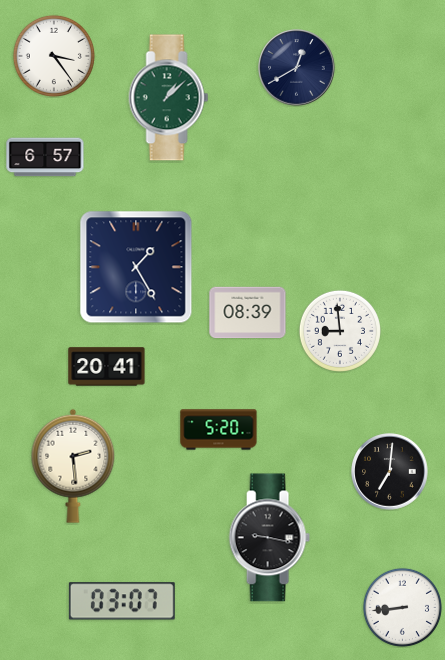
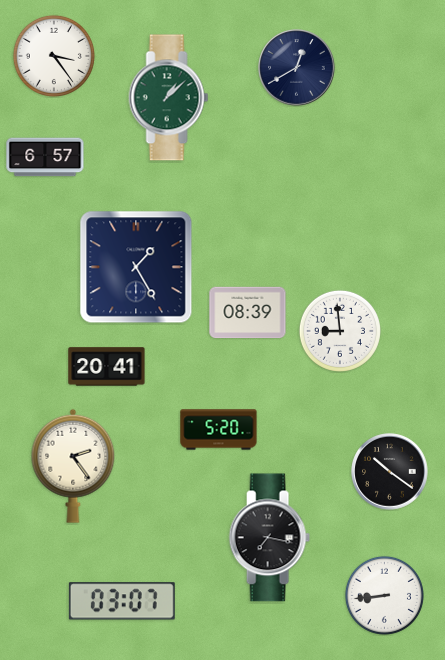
clock at (73, 466): 2:29 -> 2:24
clock at (390, 472): 7:01 -> 10:21
clock at (269, 538): 9:17 -> 7:17
clock at (402, 607) position: (402, 607) -> (384, 595)
